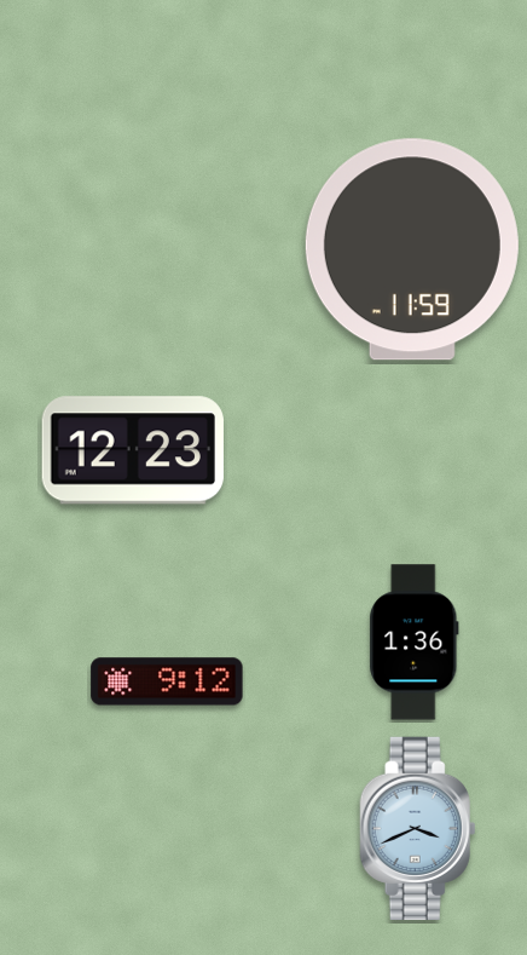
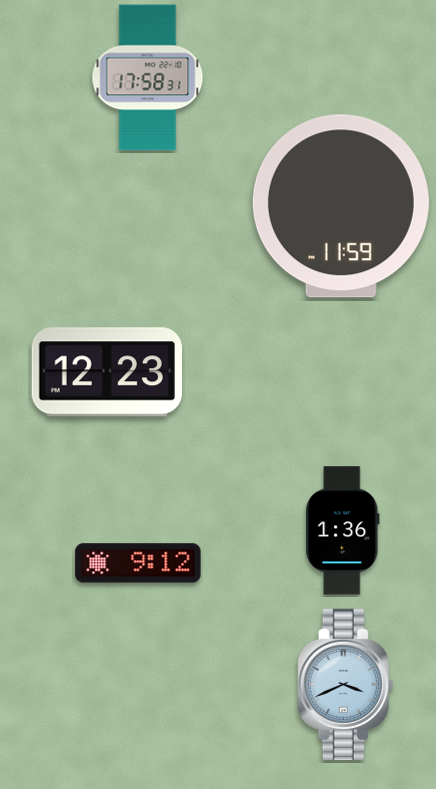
clock at (148, 78): none -> 17:58
clock at (132, 450) position: (132, 450) -> (106, 372)
